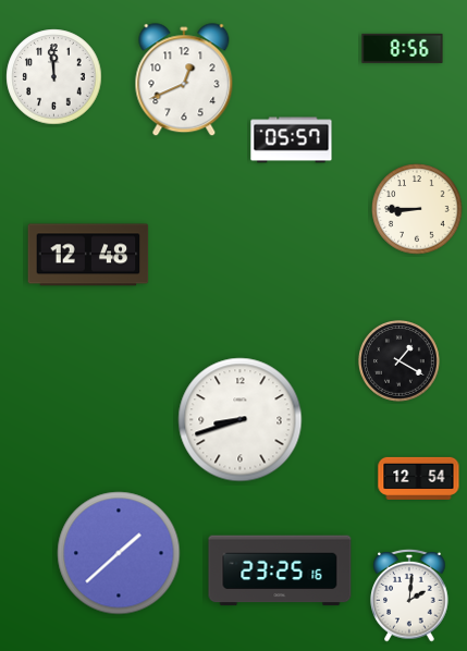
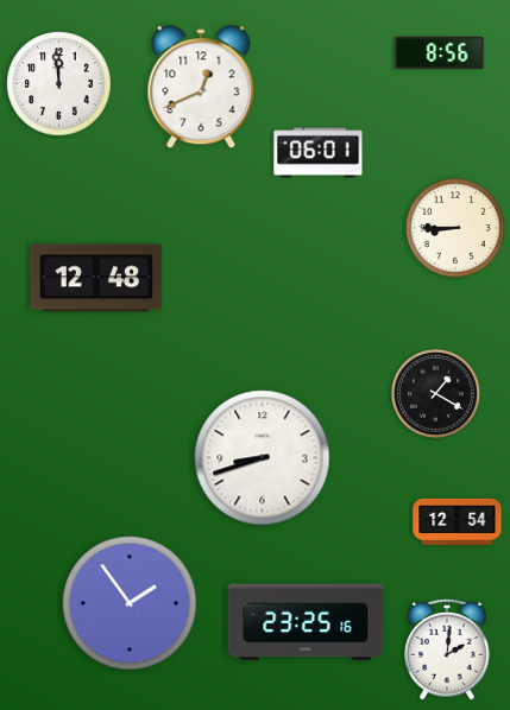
clock at (292, 140): 05:57 -> 06:01
clock at (119, 553): 1:38 -> 1:54
